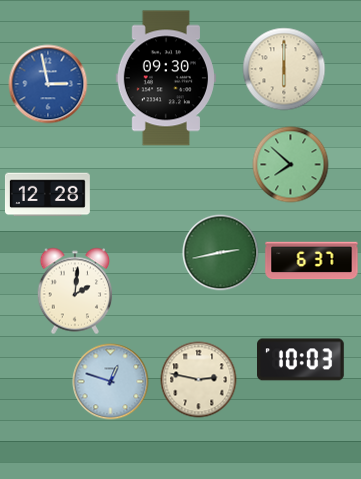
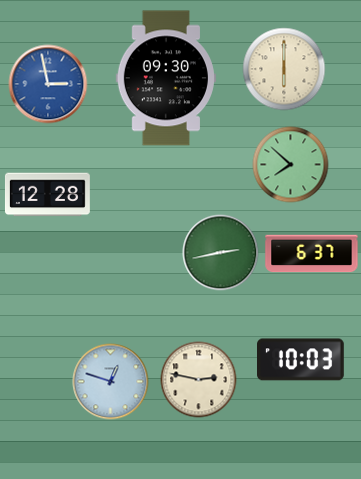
clock at (312, 261) position: (312, 261) -> (312, 254)
clock at (75, 291): 2:01 -> none
